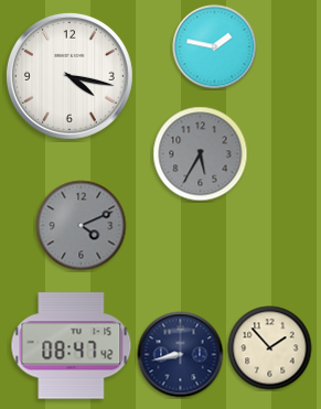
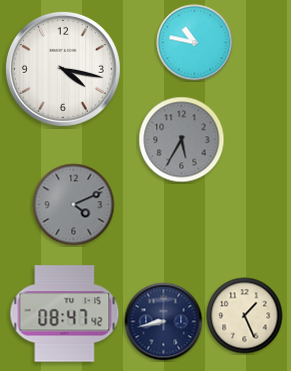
clock at (215, 47): 1:47 -> 10:47
clock at (270, 348): 1:53 -> 1:26
